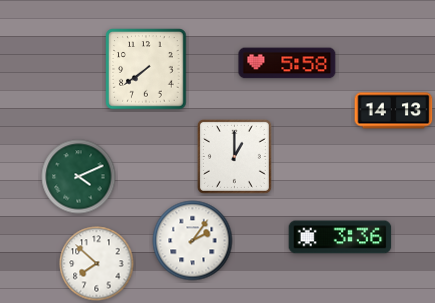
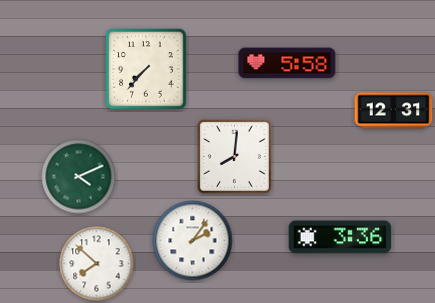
clock at (146, 69): 7:39 -> 7:37
clock at (394, 111): 14:13 -> 12:31
clock at (234, 156): 1:00 -> 8:01
